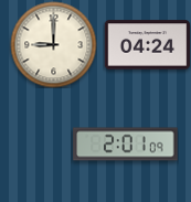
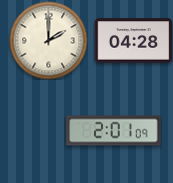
clock at (53, 44): 9:00 -> 2:00
clock at (147, 45): 04:24 -> 04:28
